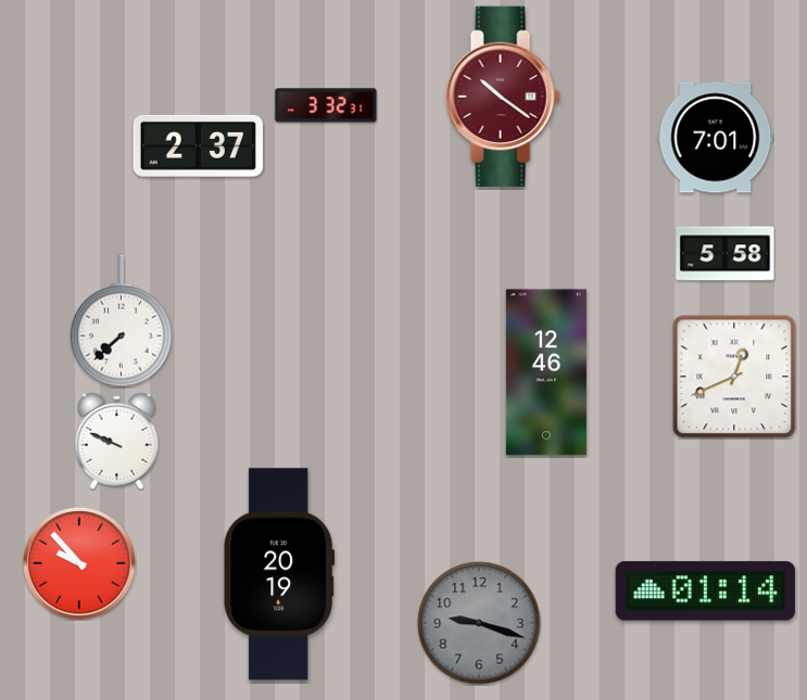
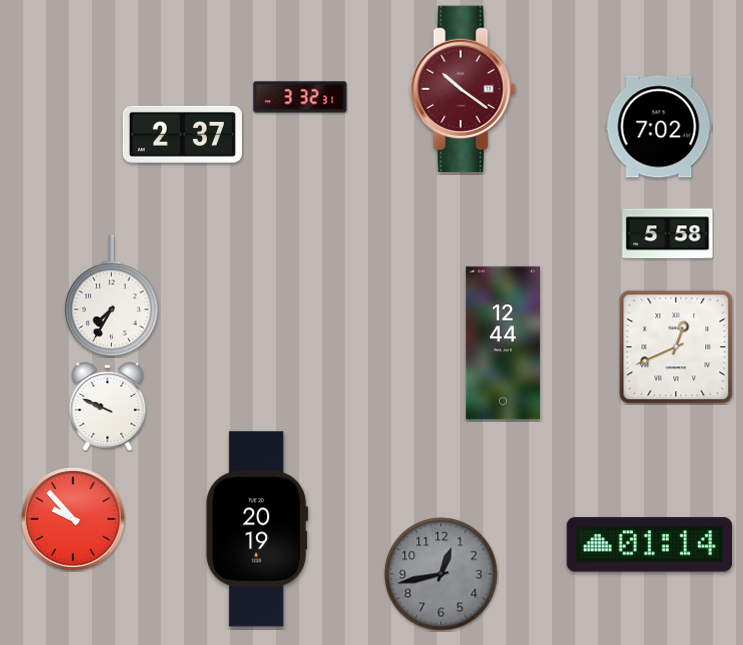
clock at (716, 138): 7:01 -> 7:02
clock at (122, 321): 7:38 -> 7:35
clock at (546, 372): 12:46 -> 12:44
clock at (479, 623): 9:18 -> 12:43
